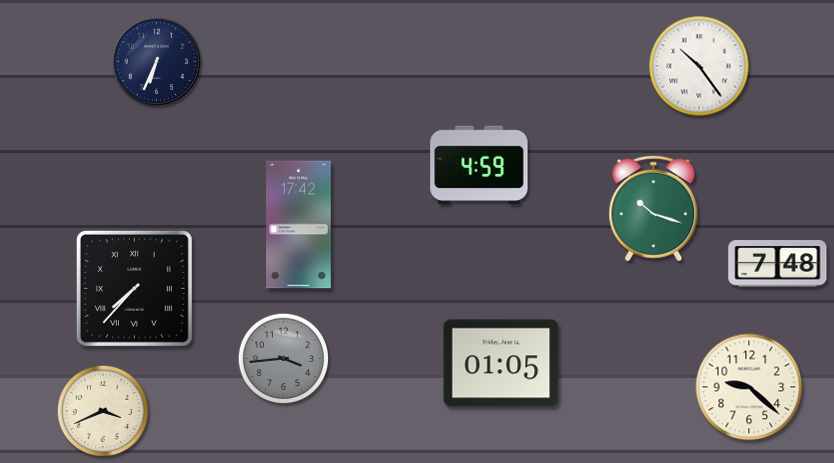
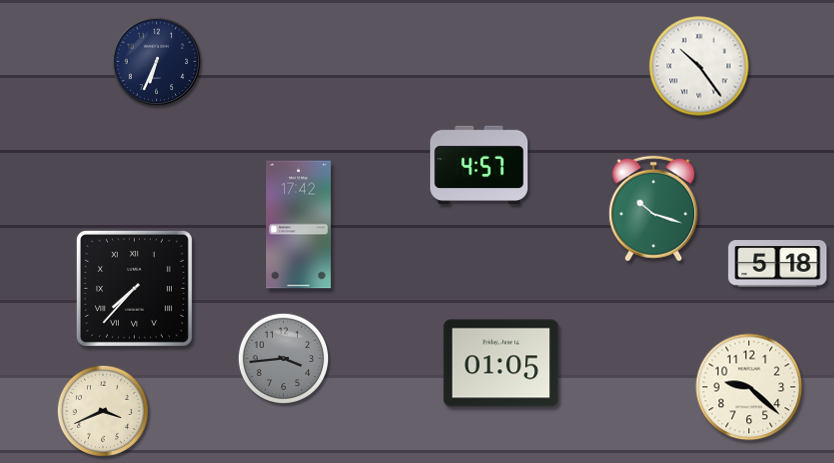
clock at (479, 165): 4:59 -> 4:57
clock at (778, 264): 7:48 -> 5:18
